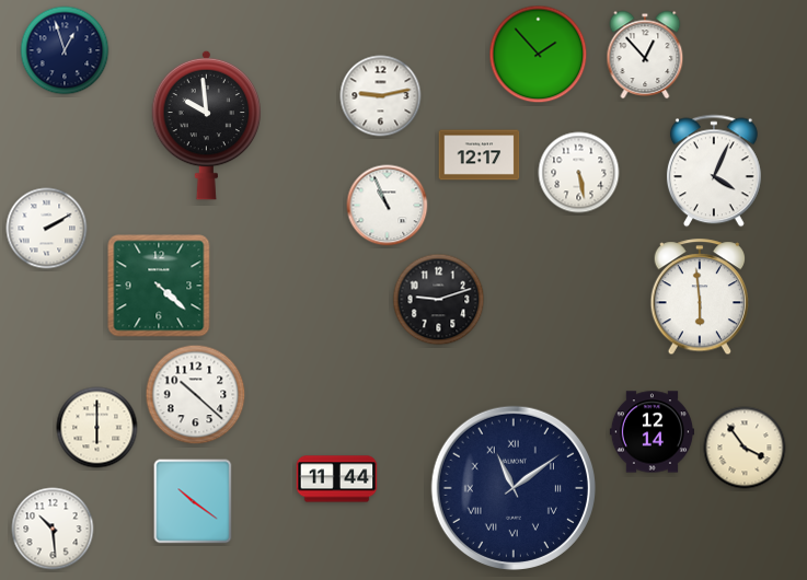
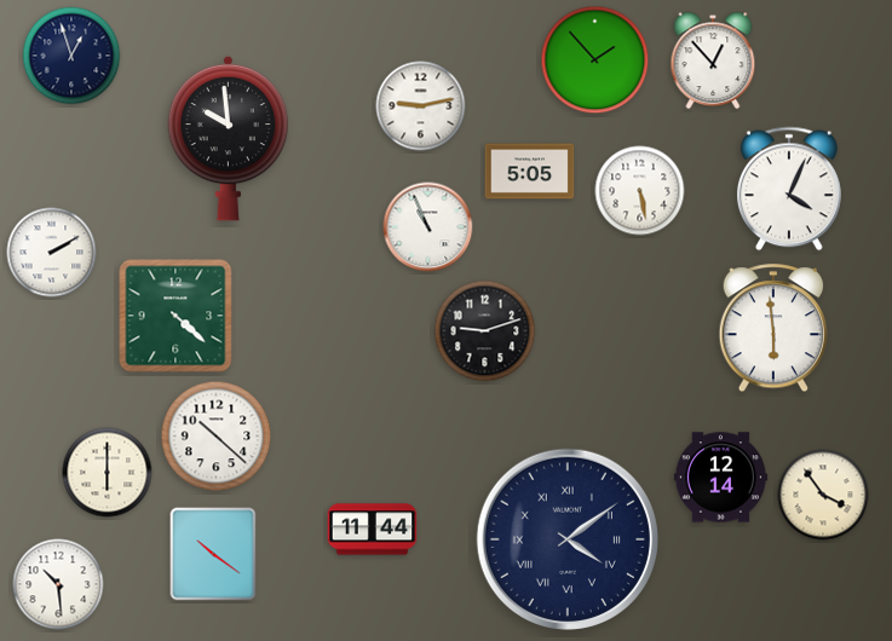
clock at (480, 155): 12:17 -> 5:05
clock at (514, 488): 11:09 -> 4:09
